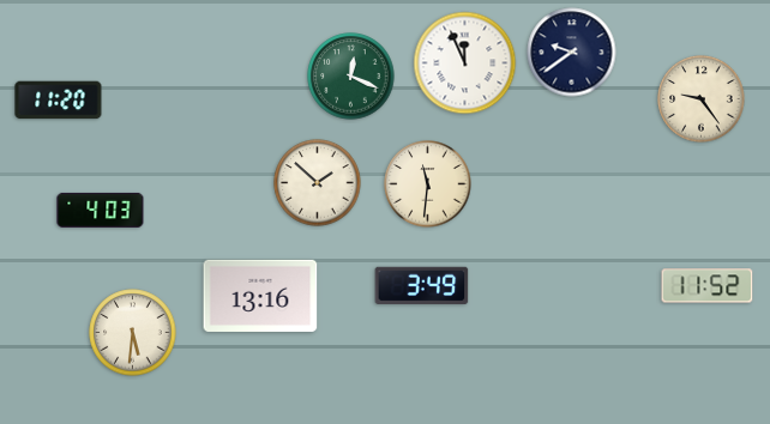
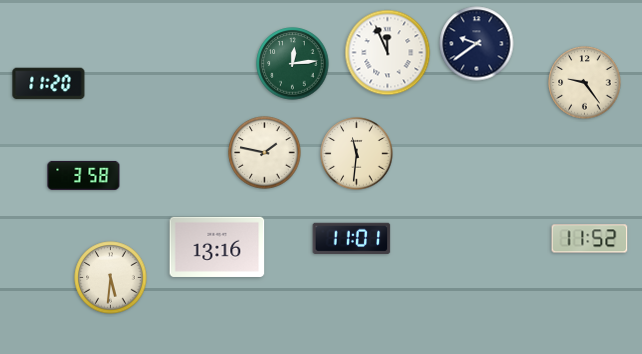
clock at (351, 77): 12:19 -> 12:14
clock at (318, 183): 1:52 -> 1:47
clock at (101, 210): 4:03 -> 3:58
clock at (422, 285): 3:49 -> 11:01
